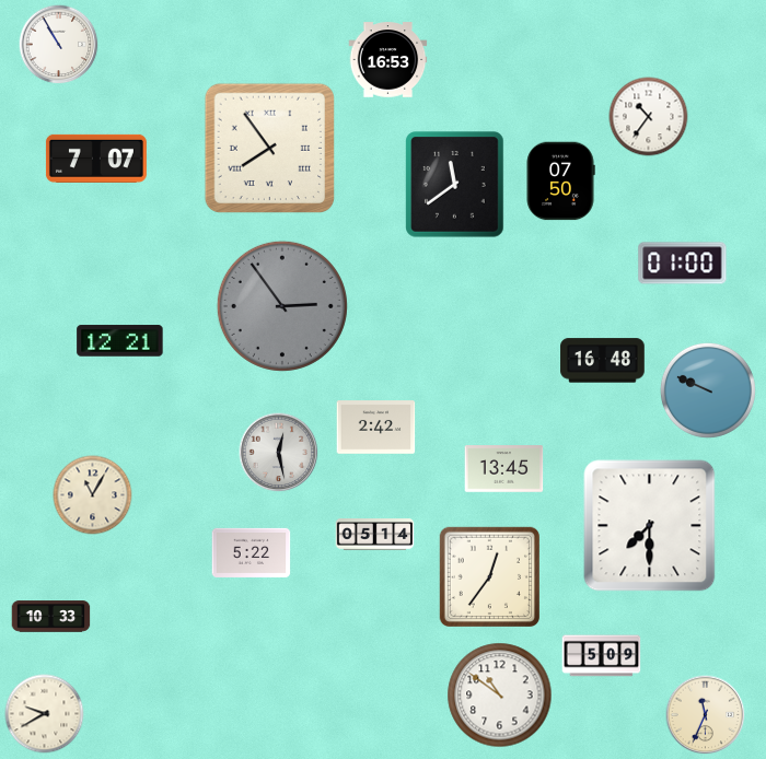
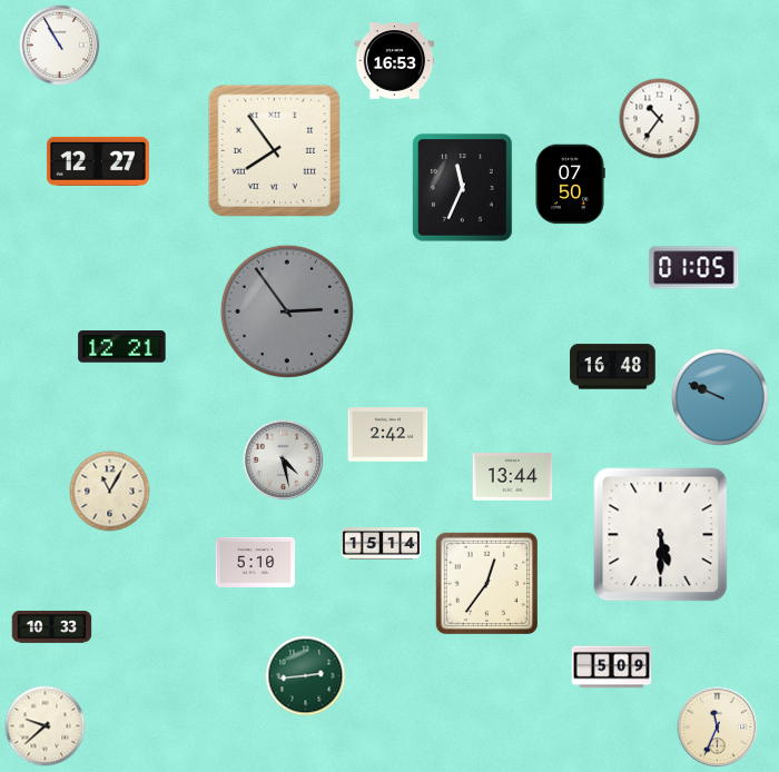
clock at (96, 159): 7:07 -> 12:27
clock at (455, 185): 11:39 -> 11:34
clock at (683, 264): 01:00 -> 01:05
clock at (376, 428) position: (376, 428) -> (388, 435)
clock at (279, 453): 12:28 -> 4:28
clock at (504, 469): 13:45 -> 13:44
clock at (93, 495) position: (93, 495) -> (110, 492)
clock at (650, 526): 7:30 -> 5:30
clock at (375, 535): 05:14 -> 15:14
clock at (252, 552): 5:22 -> 5:10
clock at (489, 576) position: (489, 576) -> (486, 583)
clock at (306, 676): none -> 2:44
clock at (500, 696): 10:51 -> none
clock at (45, 714): 9:40 -> 9:38
